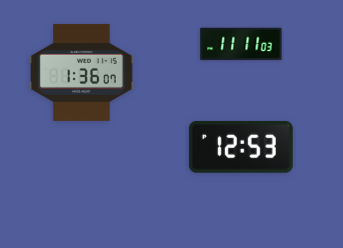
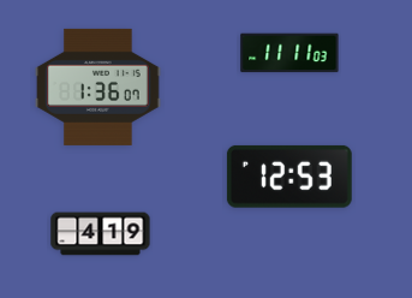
clock at (101, 234): none -> 4:19
